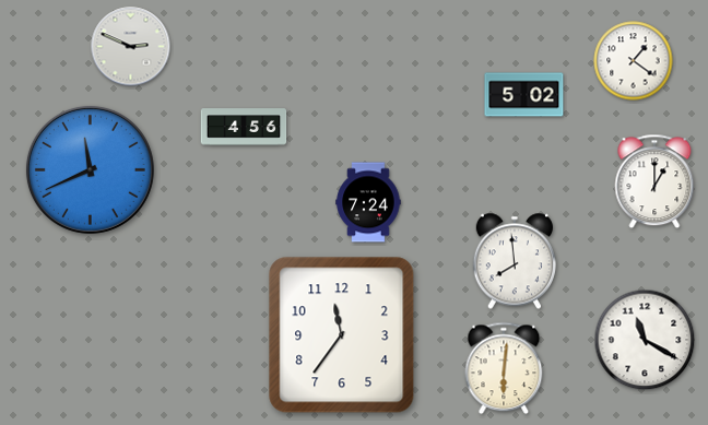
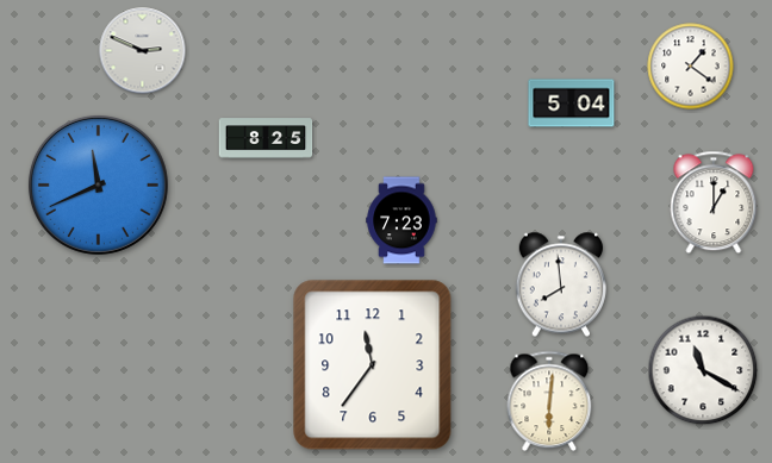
clock at (524, 95): 5:02 -> 5:04
clock at (244, 127): 4:56 -> 8:25
clock at (654, 181) position: (654, 181) -> (714, 202)
clock at (368, 202): 7:24 -> 7:23
